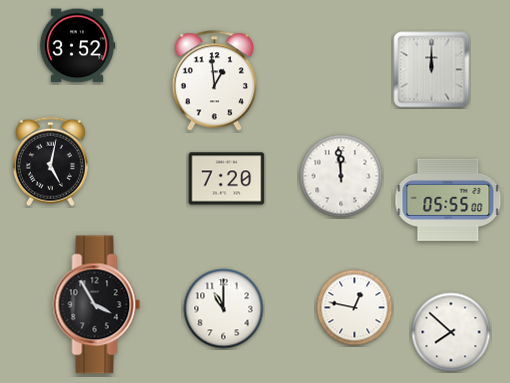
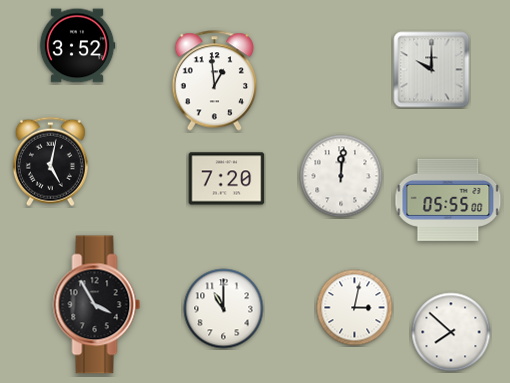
clock at (432, 70): 12:00 -> 10:00
clock at (341, 176): 11:59 -> 12:01
clock at (355, 308): 12:47 -> 3:02
